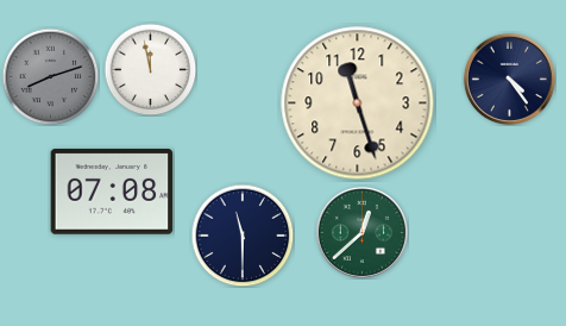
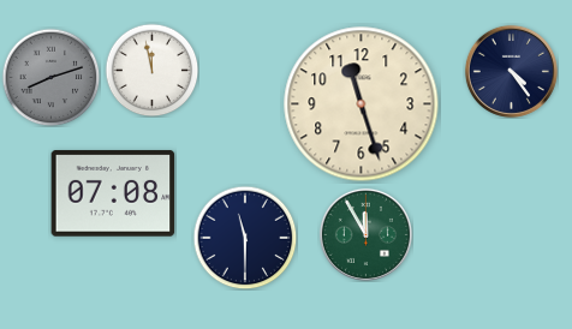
clock at (509, 79) position: (509, 79) -> (511, 71)
clock at (361, 232): 12:38 -> 11:55
